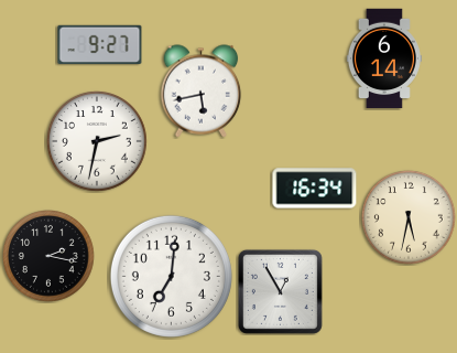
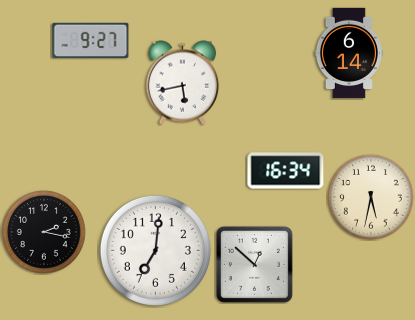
clock at (97, 141): 2:32 -> none
clock at (280, 291): 12:55 -> 12:52
